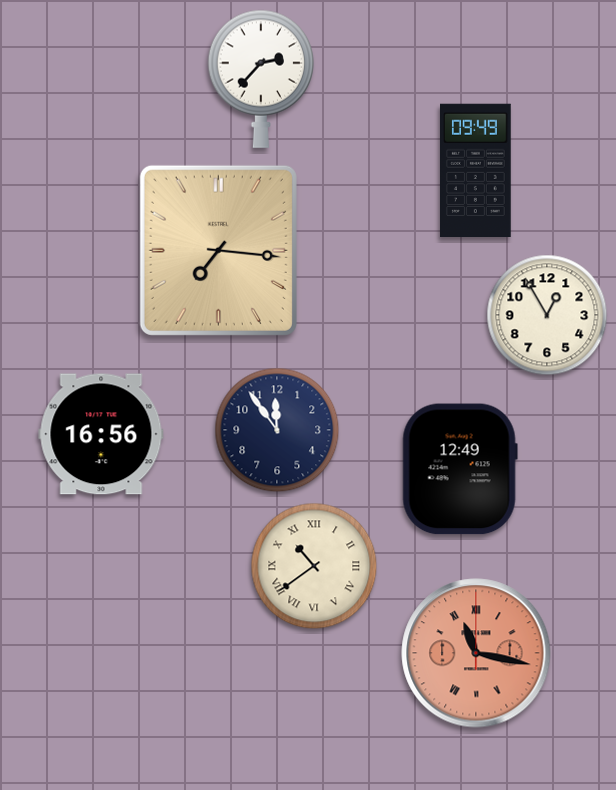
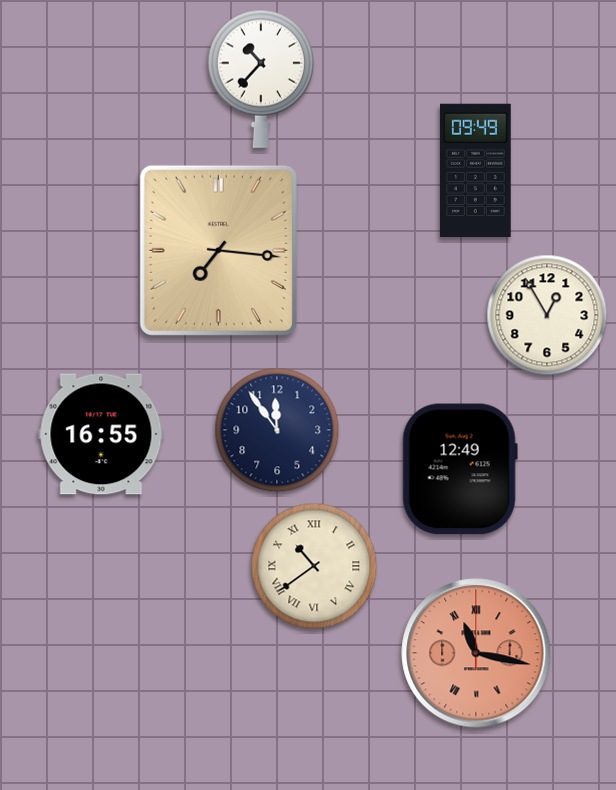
clock at (261, 79): 2:37 -> 10:37
clock at (101, 434): 16:56 -> 16:55
